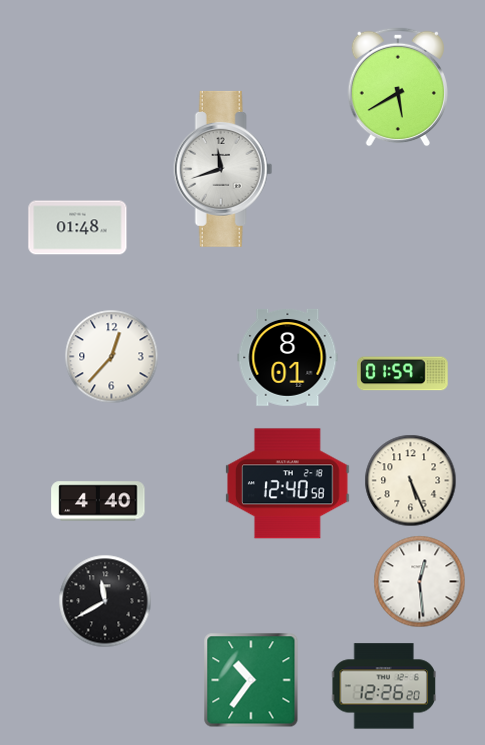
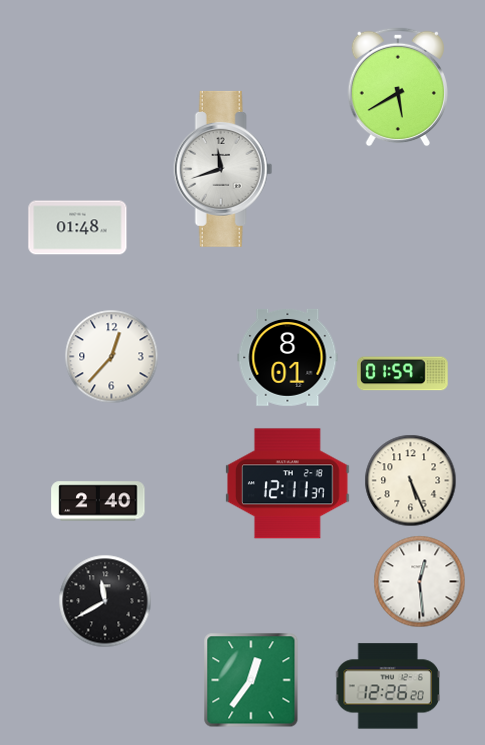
clock at (288, 484): 12:40 -> 12:11
clock at (98, 501): 4:40 -> 2:40
clock at (251, 680): 10:36 -> 12:36
clock at (383, 686) position: (383, 686) -> (387, 686)
